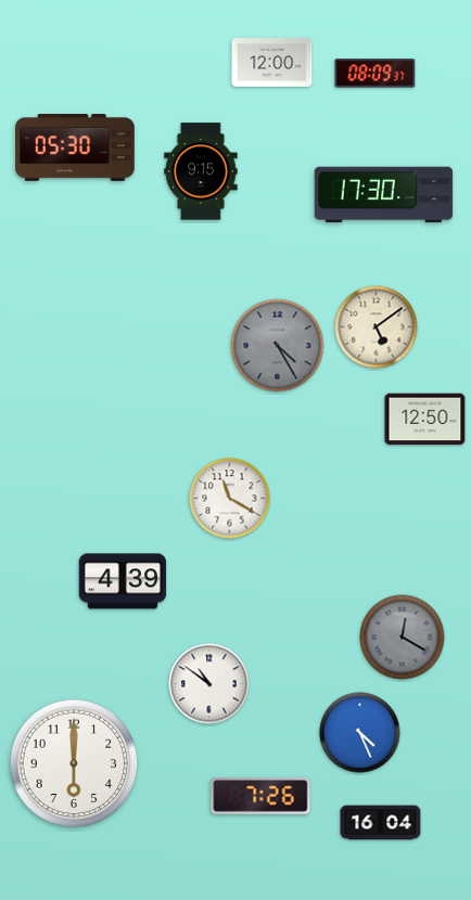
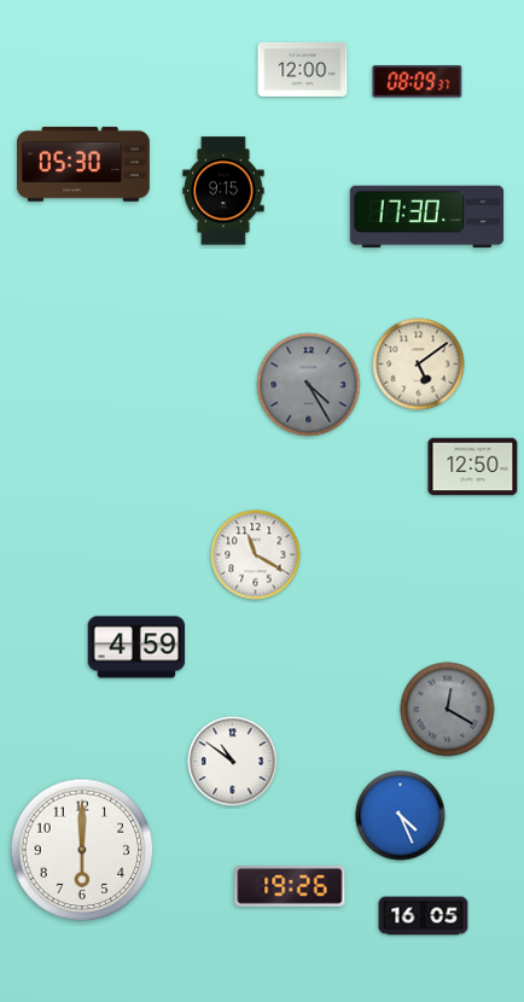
clock at (123, 581): 4:39 -> 4:59
clock at (260, 796): 7:26 -> 19:26
clock at (381, 823): 16:04 -> 16:05
